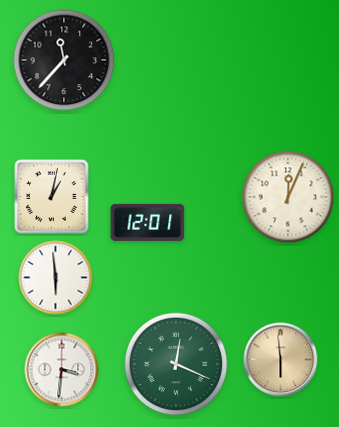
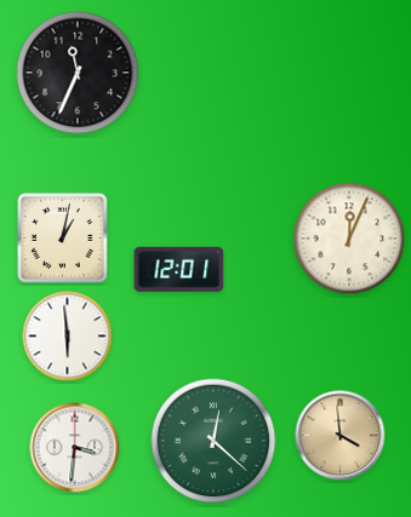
clock at (64, 60): 11:37 -> 11:34
clock at (281, 360): 5:59 -> 3:59
clock at (176, 364): 12:19 -> 12:22
